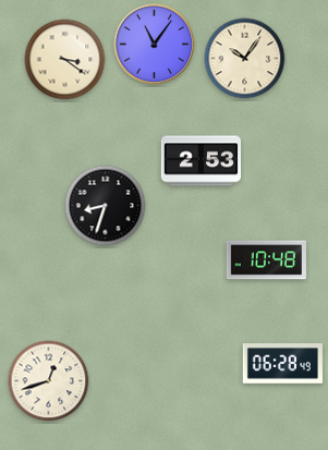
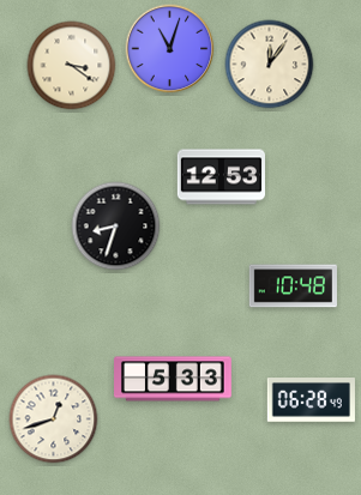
clock at (155, 45): 11:06 -> 11:03
clock at (245, 59): 10:06 -> 12:06
clock at (201, 161): 2:53 -> 12:53
clock at (174, 379): none -> 5:33
